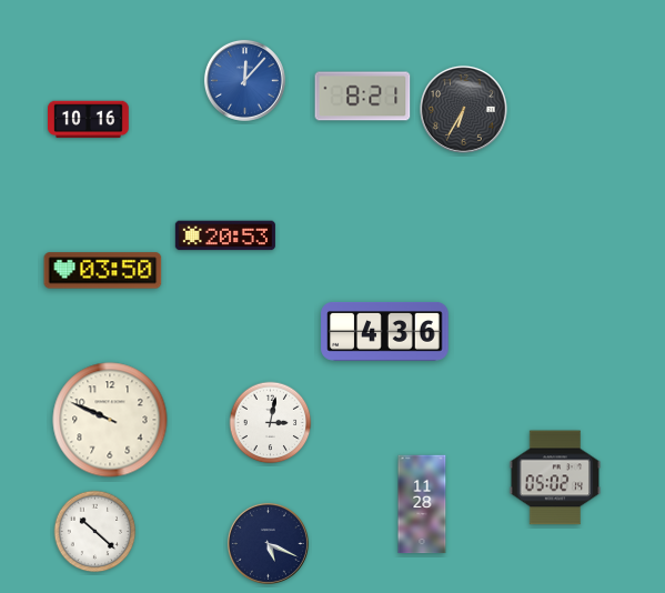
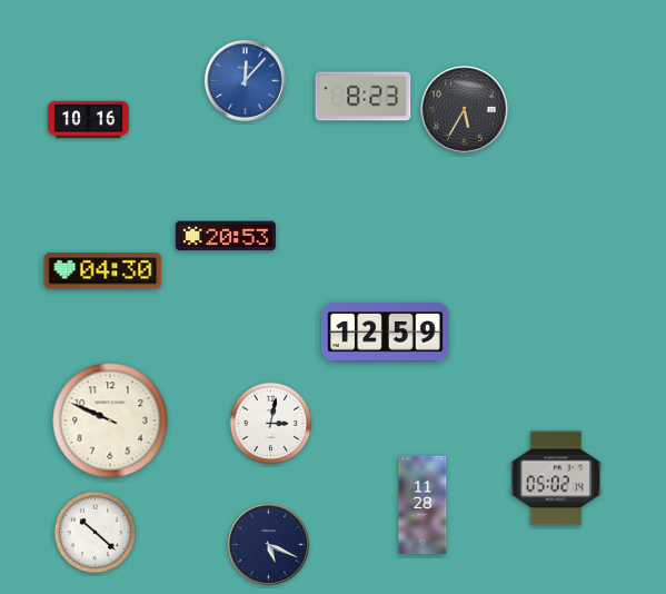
clock at (363, 97): 8:21 -> 8:23
clock at (463, 109): 6:35 -> 5:35
clock at (103, 271): 03:50 -> 04:30
clock at (385, 331): 4:36 -> 12:59
